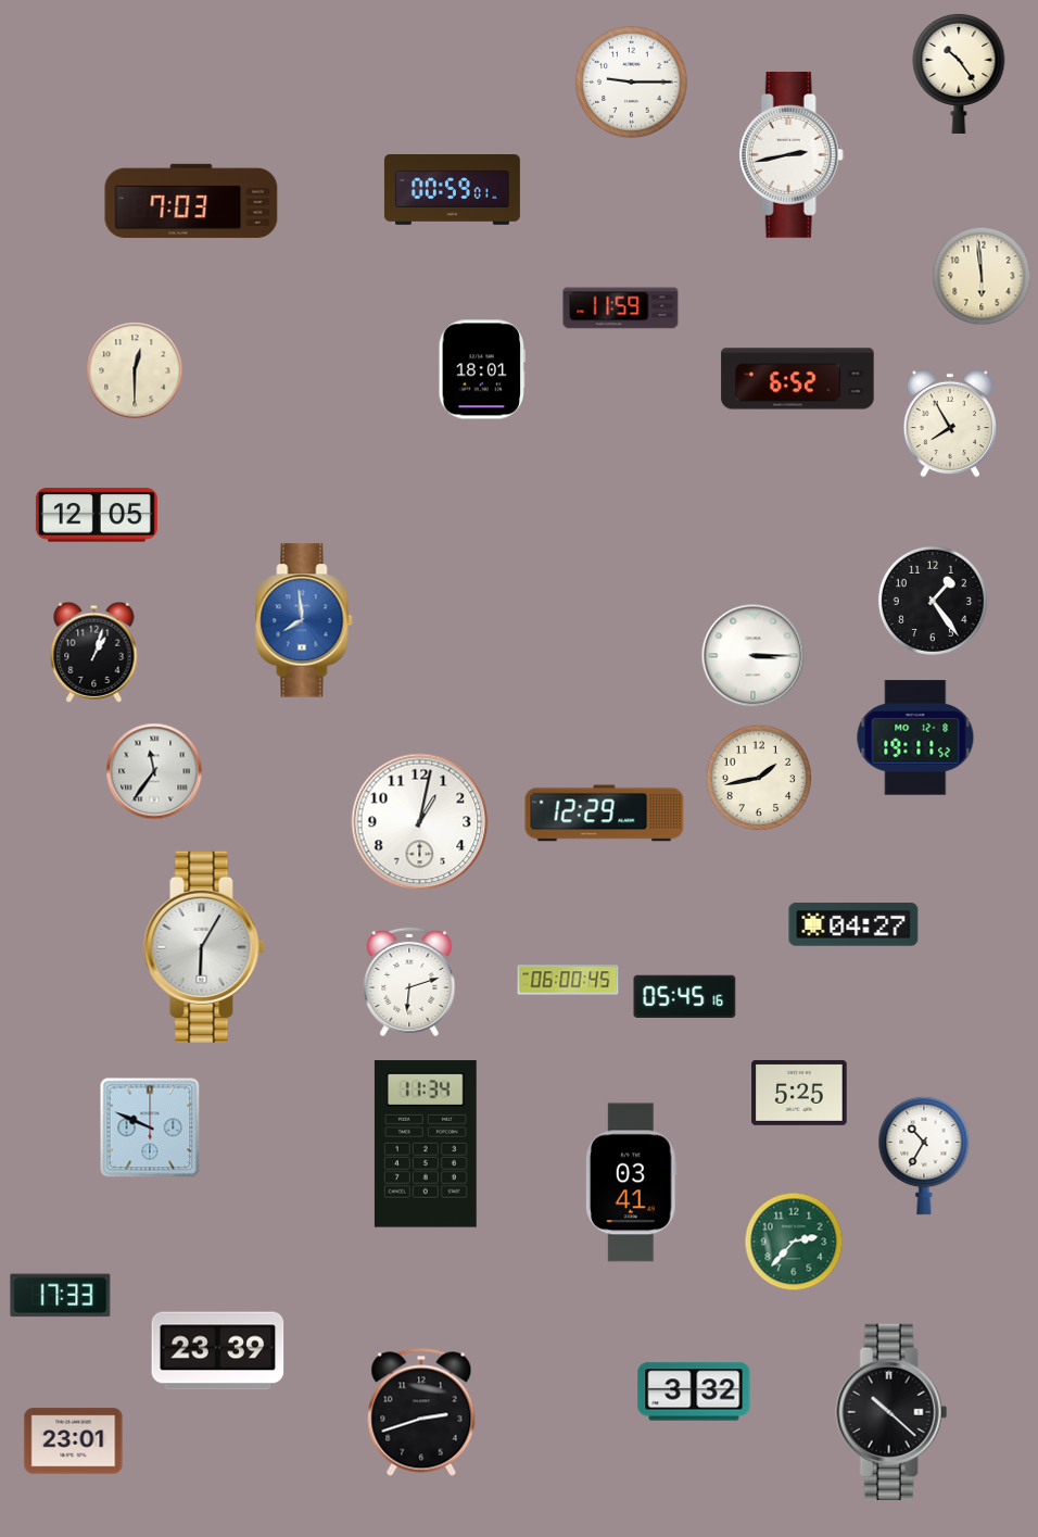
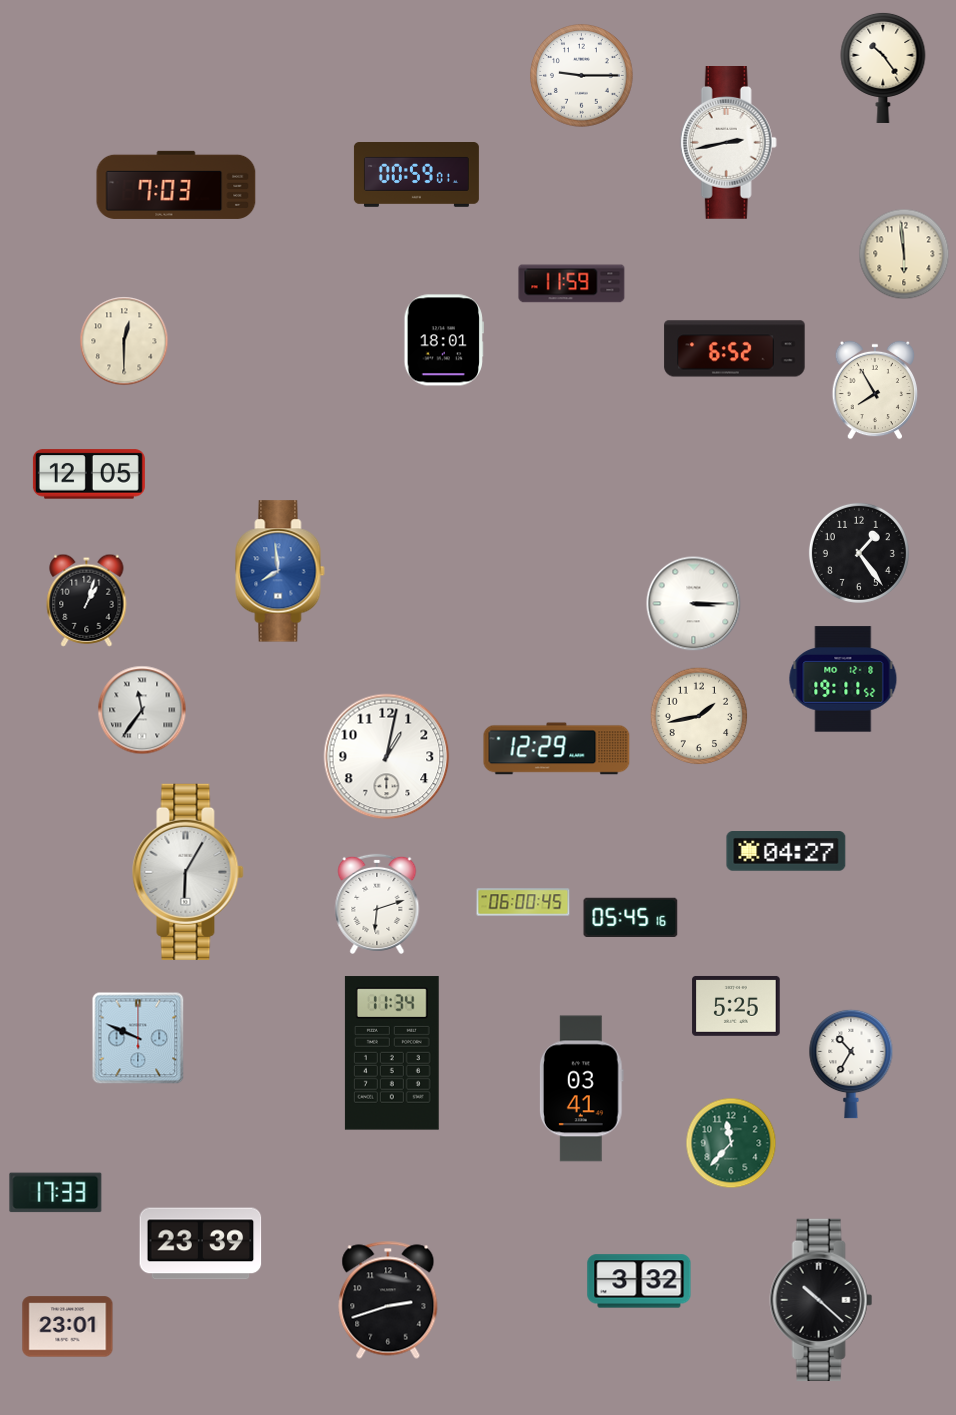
clock at (794, 1242): 2:37 -> 11:37
